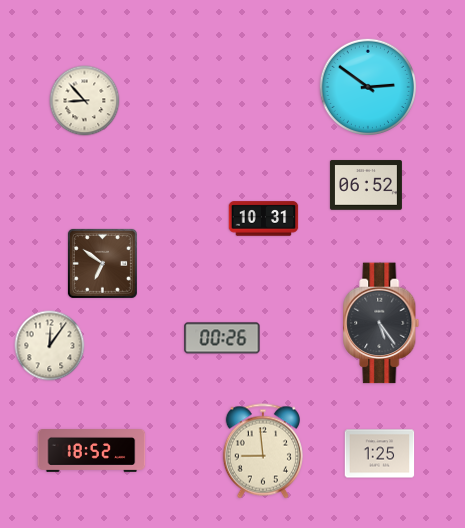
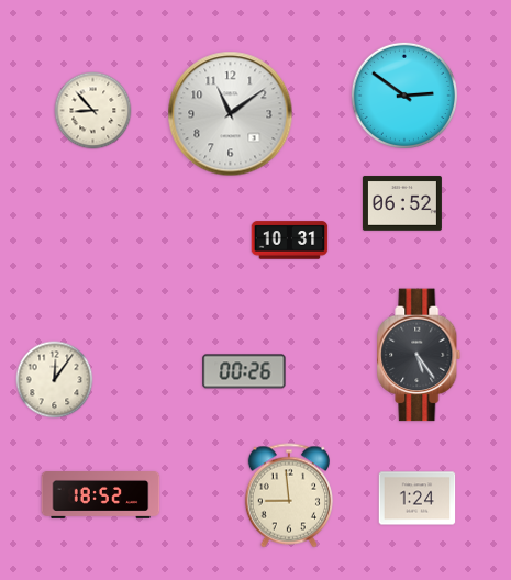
clock at (231, 114): none -> 11:09
clock at (102, 263): 6:51 -> none
clock at (380, 454): 1:25 -> 1:24
